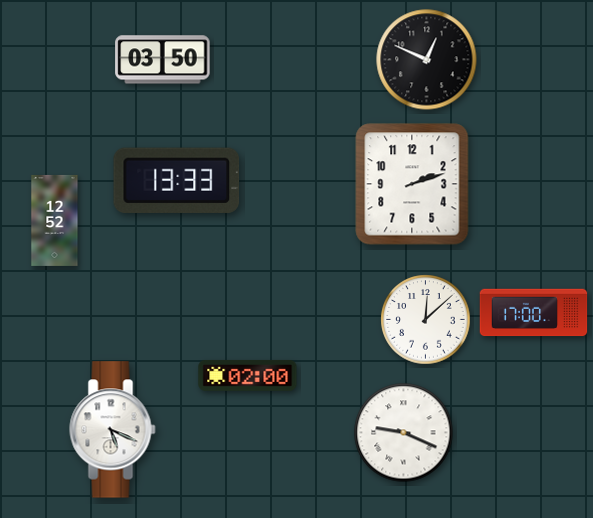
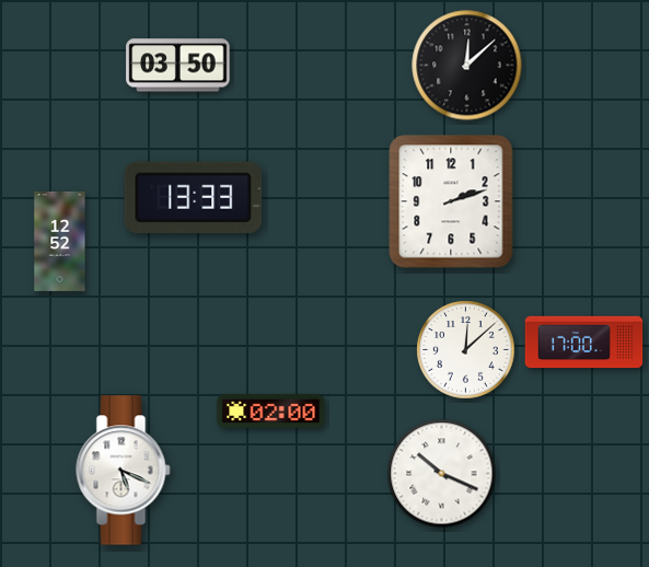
clock at (427, 60): 12:49 -> 12:08
clock at (404, 433): 9:19 -> 10:19
